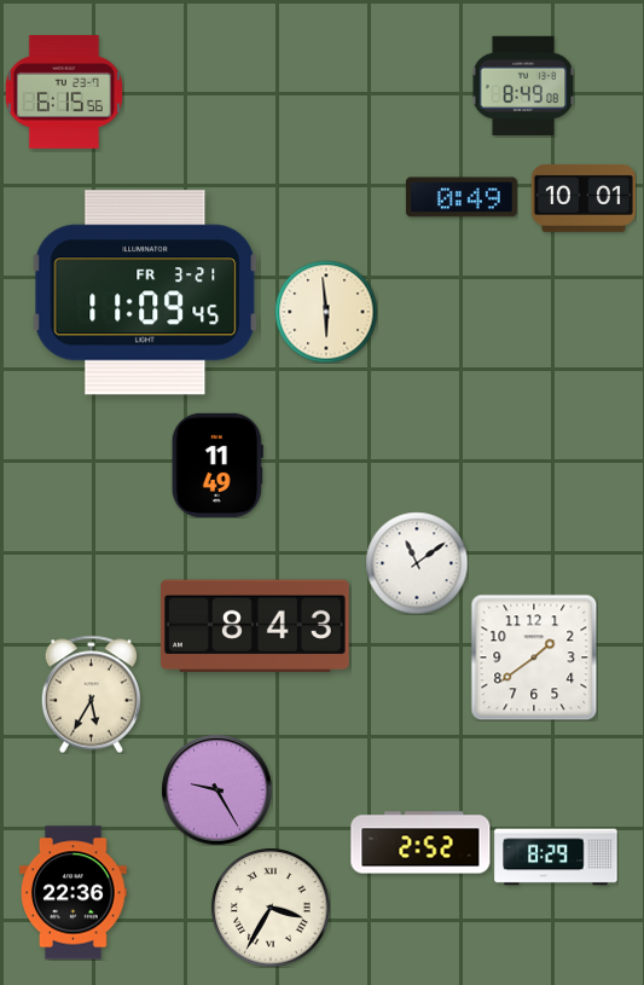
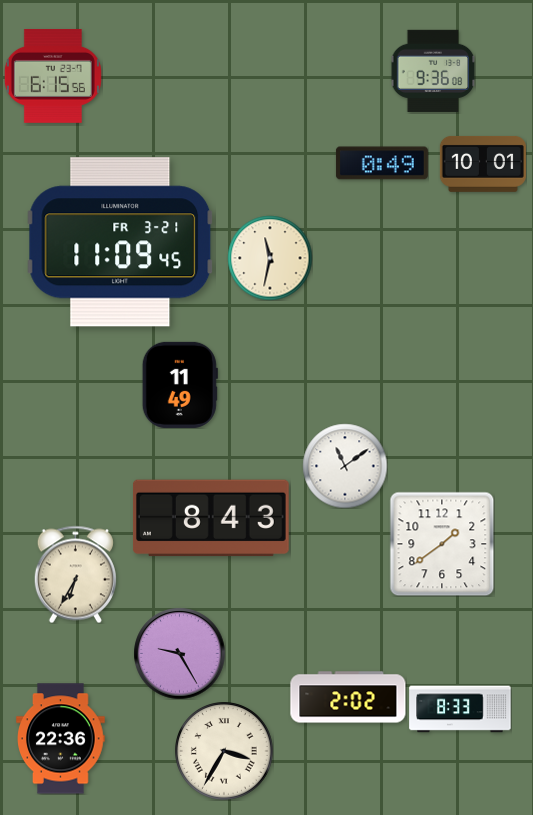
clock at (523, 86): 8:49 -> 9:36
clock at (326, 312): 5:59 -> 11:32
clock at (91, 694): 5:35 -> 6:35
clock at (420, 842): 2:52 -> 2:02
clock at (556, 857): 8:29 -> 8:33
